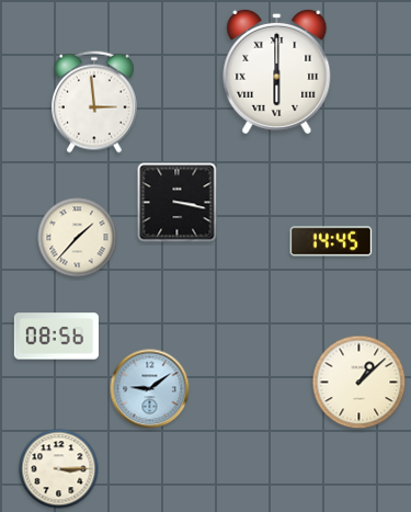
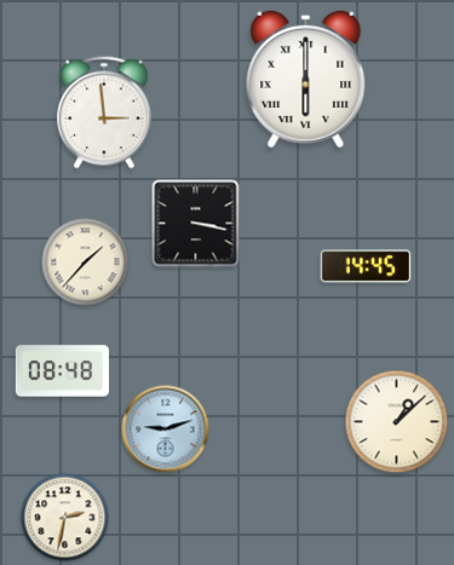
clock at (56, 337): 08:56 -> 08:48
clock at (150, 389): 9:09 -> 9:12
clock at (59, 469): 3:15 -> 2:32
